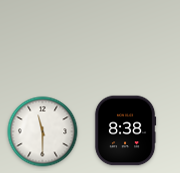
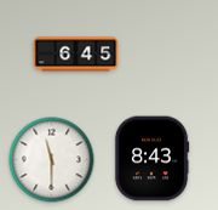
clock at (76, 55): none -> 6:45
clock at (125, 131): 8:38 -> 8:43
